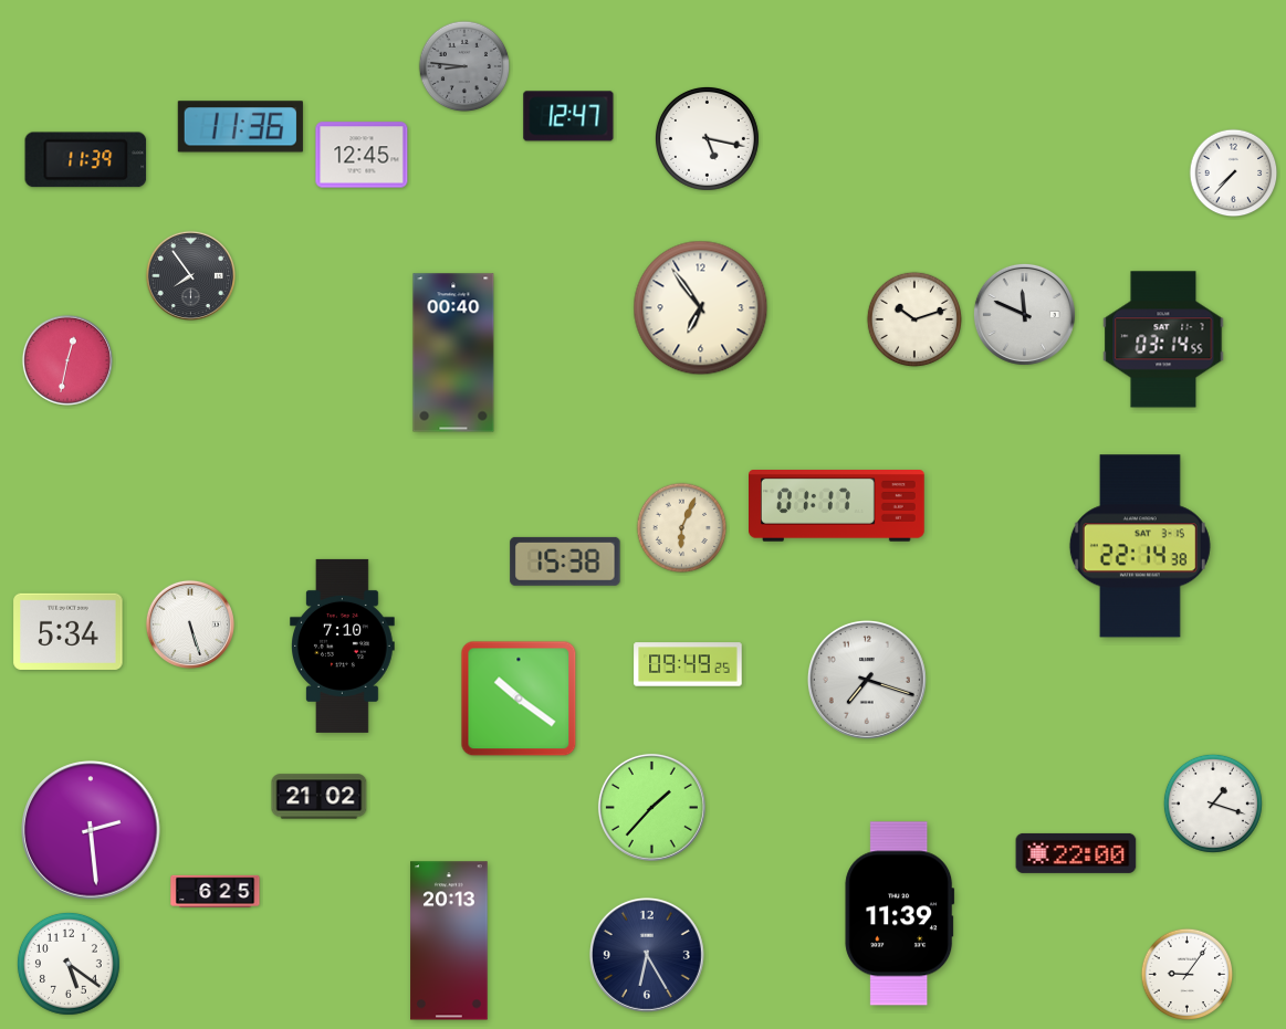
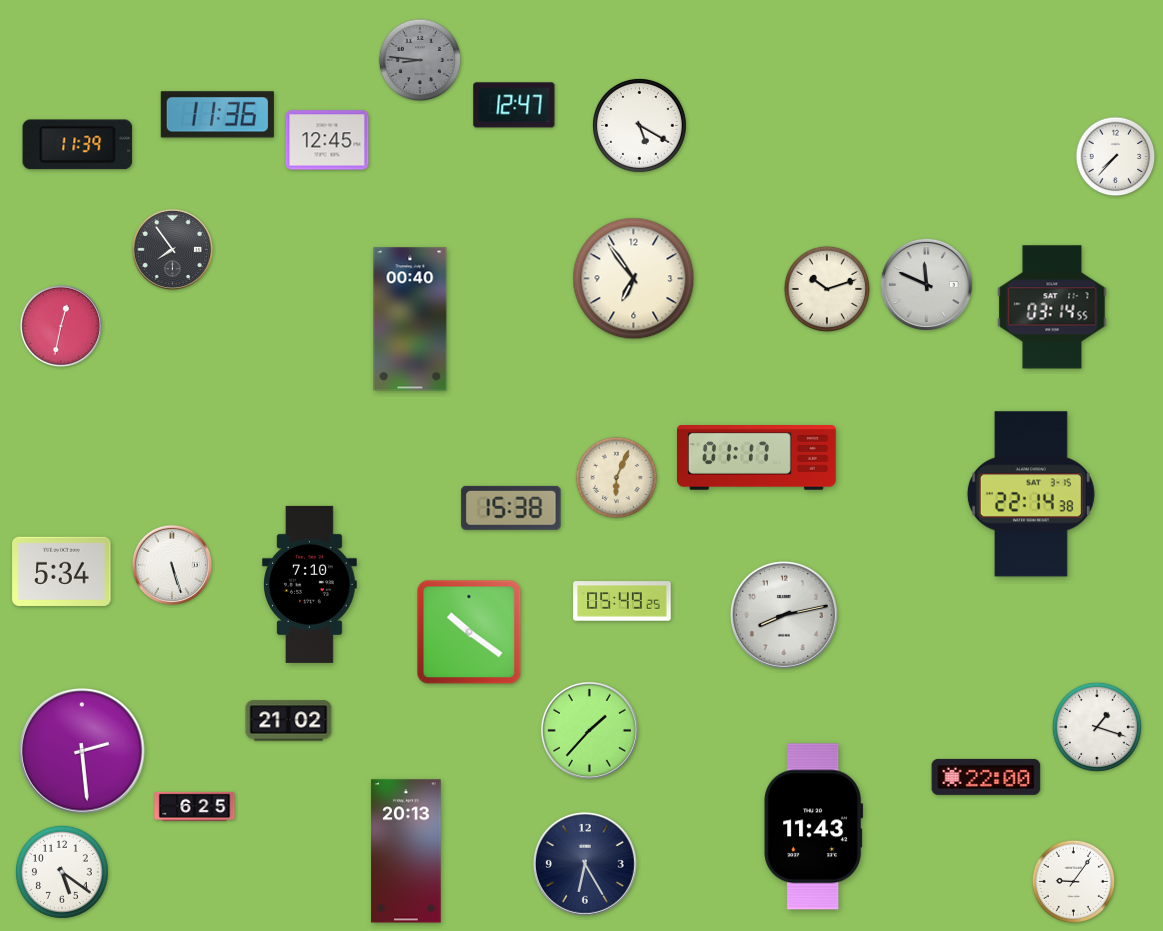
clock at (707, 138): 5:17 -> 5:20
clock at (688, 664): 09:49 -> 05:49
clock at (867, 680): 7:18 -> 8:13
clock at (1076, 853) position: (1076, 853) -> (986, 777)
clock at (900, 914): 11:39 -> 11:43
